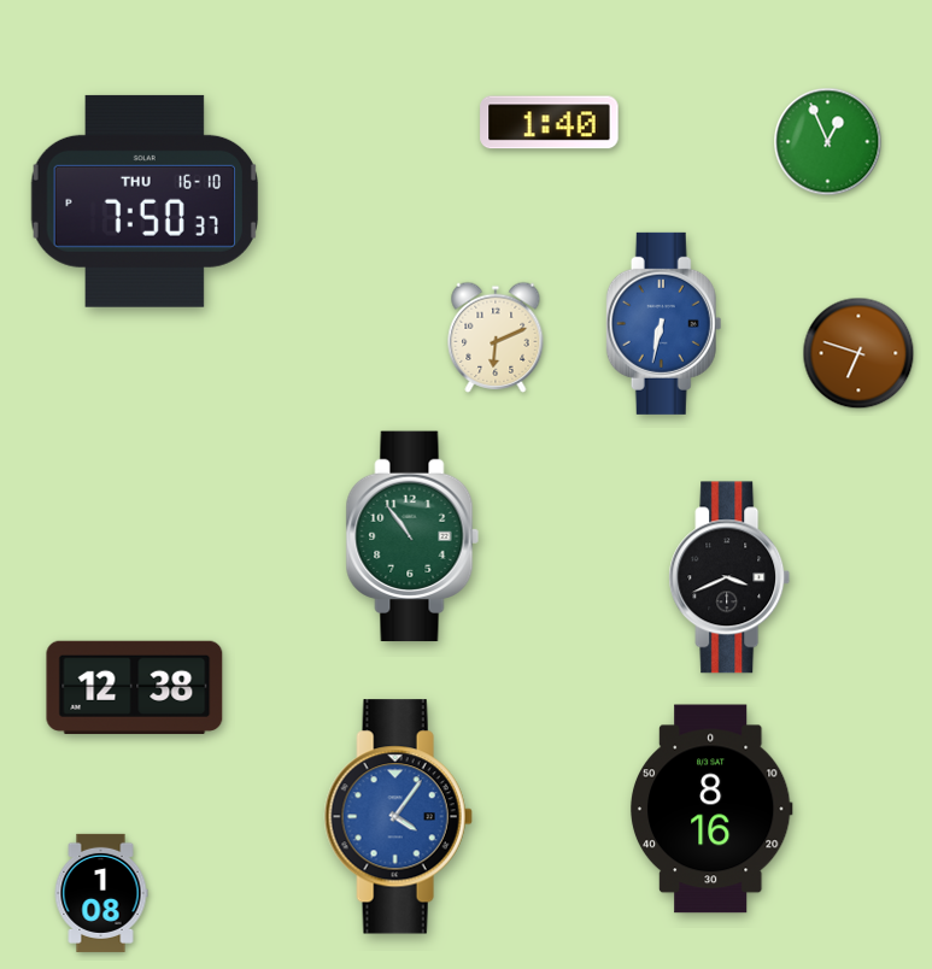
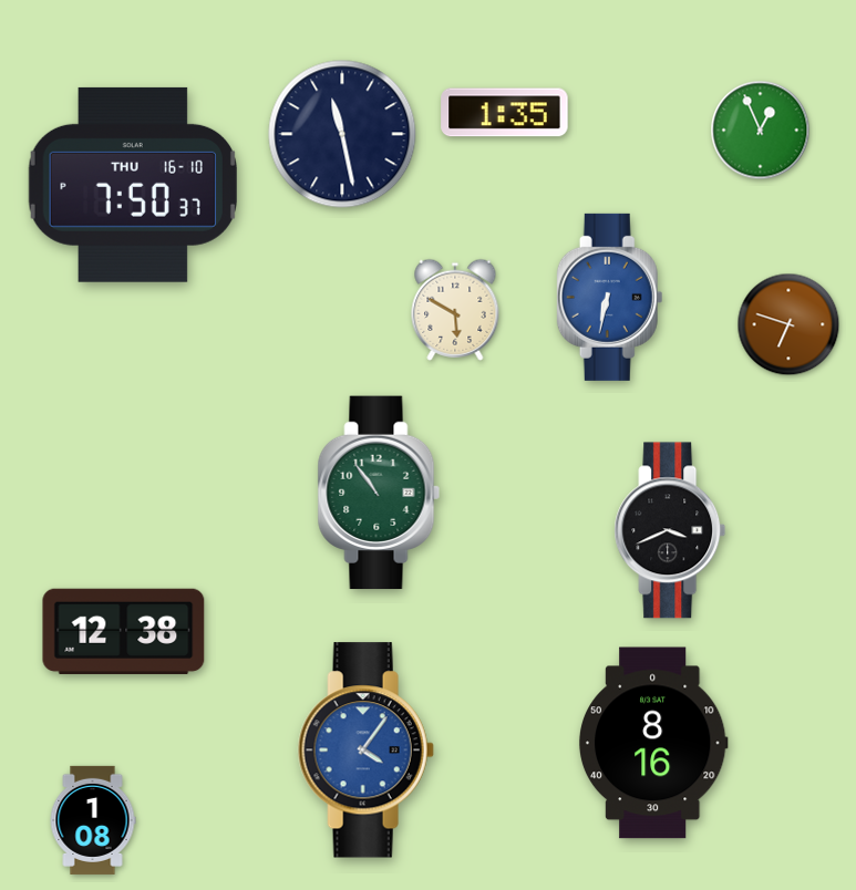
clock at (550, 123): 1:40 -> 1:35
clock at (342, 134): none -> 11:28
clock at (496, 337): 6:11 -> 5:50
